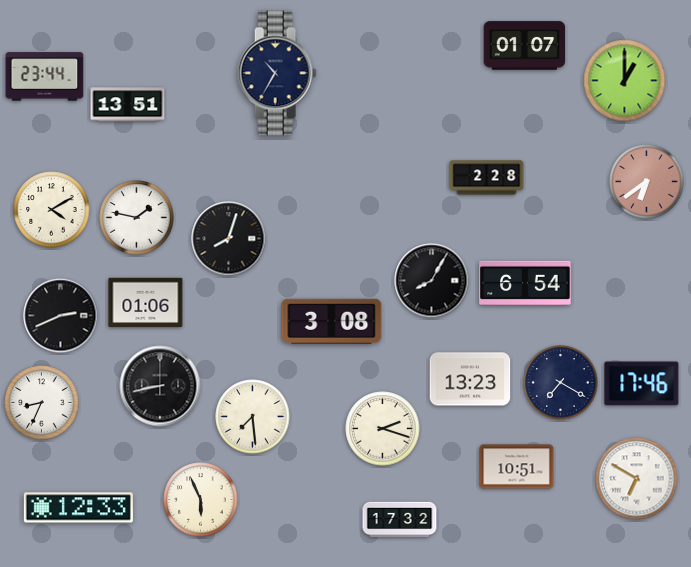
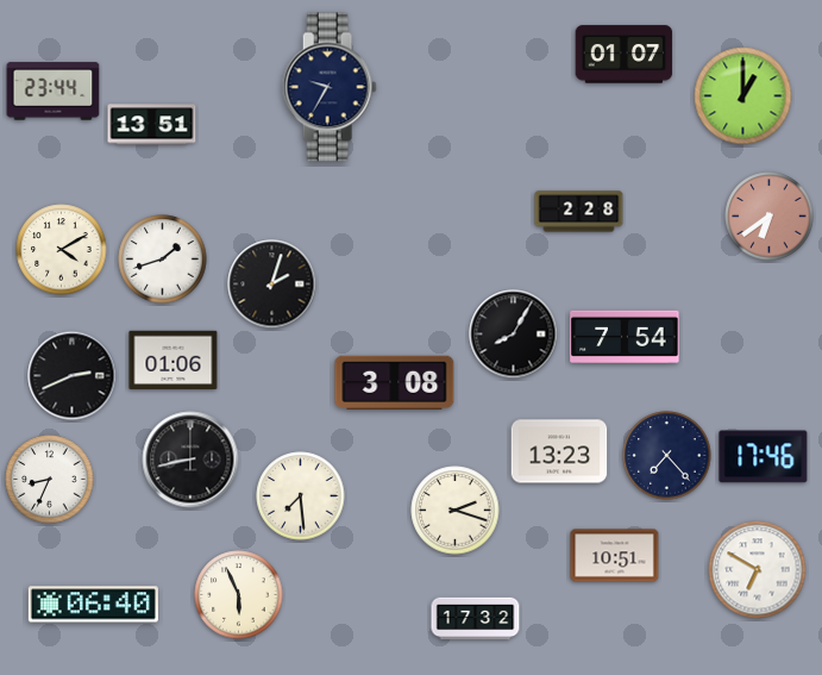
clock at (277, 73): 10:35 -> 9:35
clock at (137, 218): 1:47 -> 1:42
clock at (229, 239): 8:03 -> 2:03
clock at (525, 282): 6:54 -> 7:54
clock at (561, 383): 7:20 -> 7:23
clock at (78, 508): 12:33 -> 06:40
